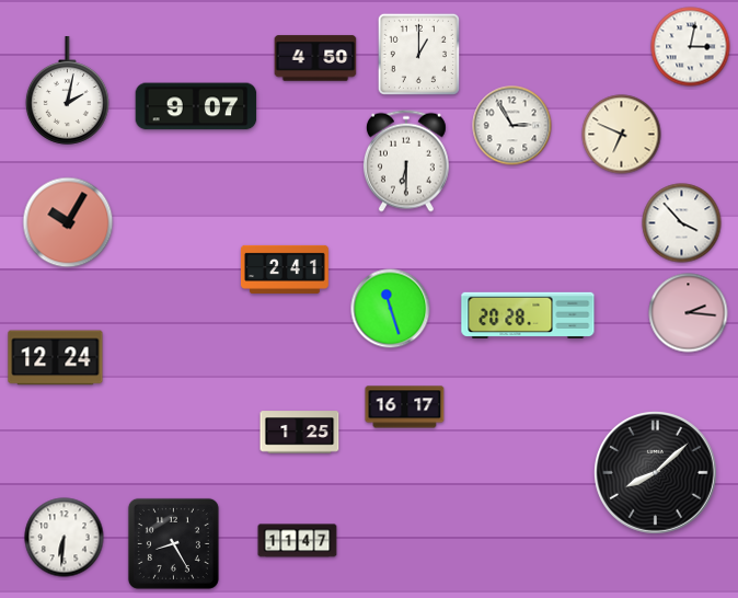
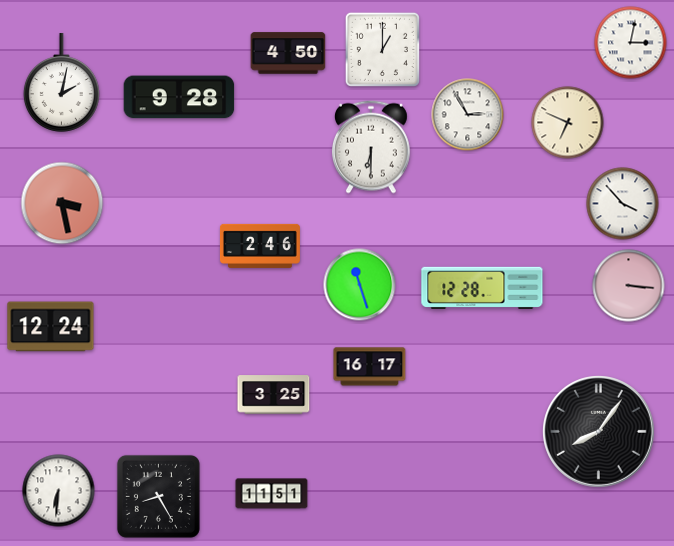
clock at (196, 106): 9:07 -> 9:28
clock at (68, 222): 10:05 -> 3:28
clock at (285, 269): 2:41 -> 2:46
clock at (391, 309) position: (391, 309) -> (360, 285)
clock at (689, 313): 2:16 -> 3:16
clock at (528, 314): 20:28 -> 12:28
clock at (405, 407) position: (405, 407) -> (370, 367)
clock at (300, 433): 1:25 -> 3:25
clock at (656, 473): 8:08 -> 8:06
clock at (298, 541): 11:47 -> 11:51
